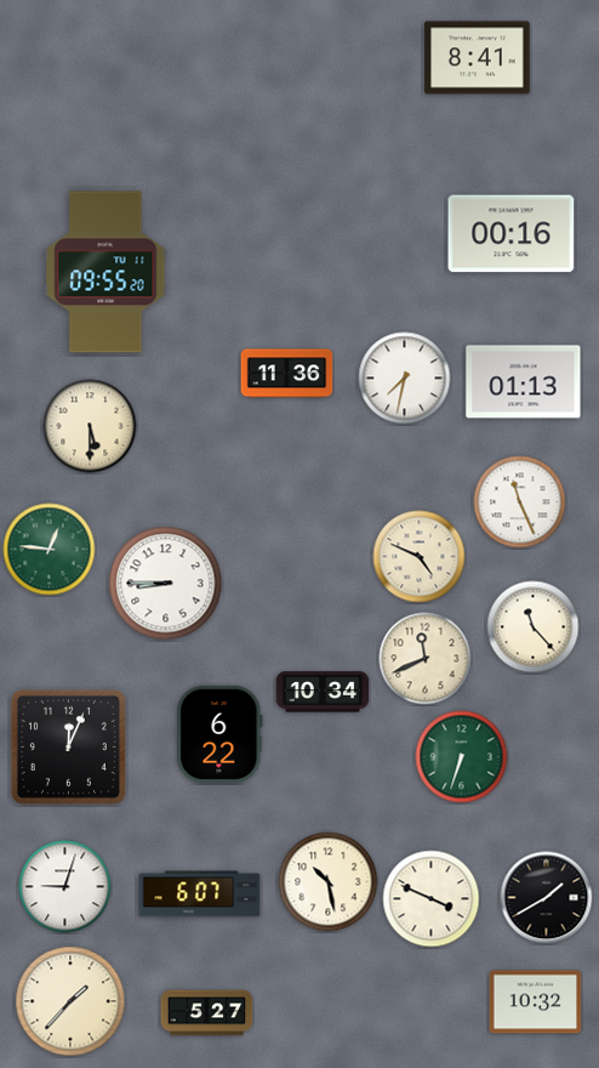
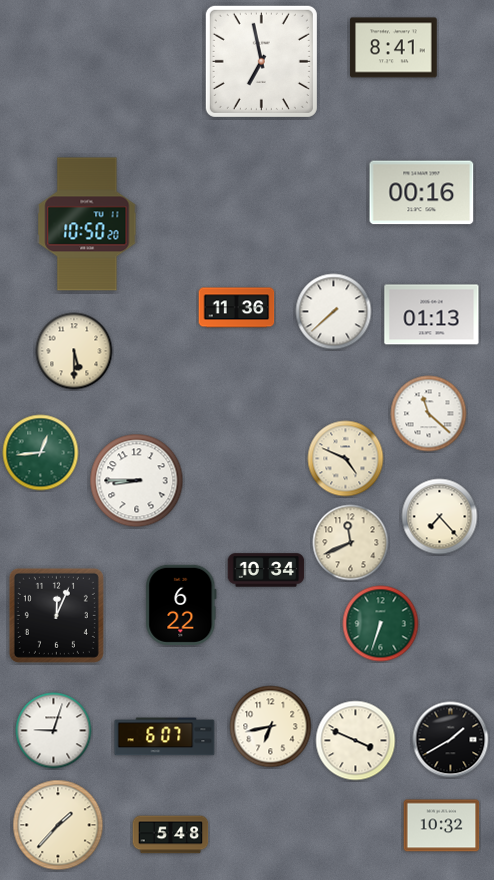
clock at (261, 61): none -> 6:58
clock at (105, 272): 09:55 -> 10:50
clock at (405, 379): 7:32 -> 7:38
clock at (520, 502): 11:26 -> 11:22
clock at (50, 550): 12:46 -> 12:44
clock at (534, 627): 11:23 -> 7:23
clock at (329, 882): 10:28 -> 6:43
clock at (207, 1013): 5:27 -> 5:48
